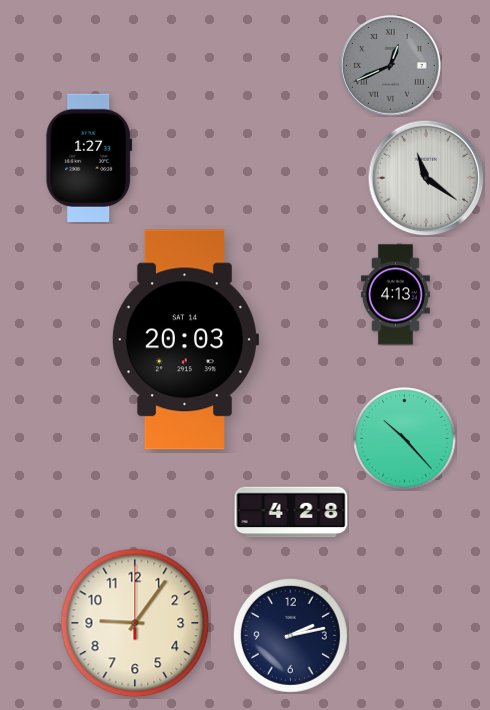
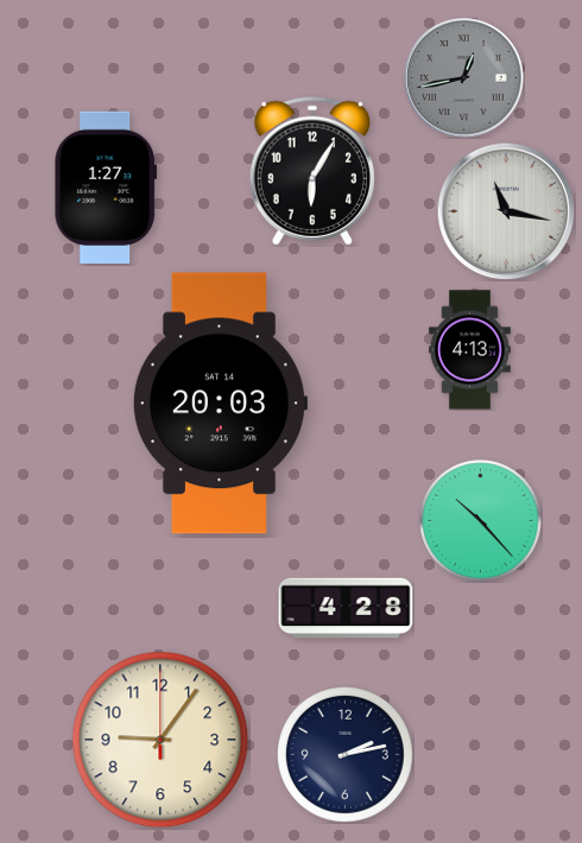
clock at (391, 66): 12:41 -> 12:43
clock at (312, 171): none -> 6:05
clock at (426, 178): 11:21 -> 11:17
